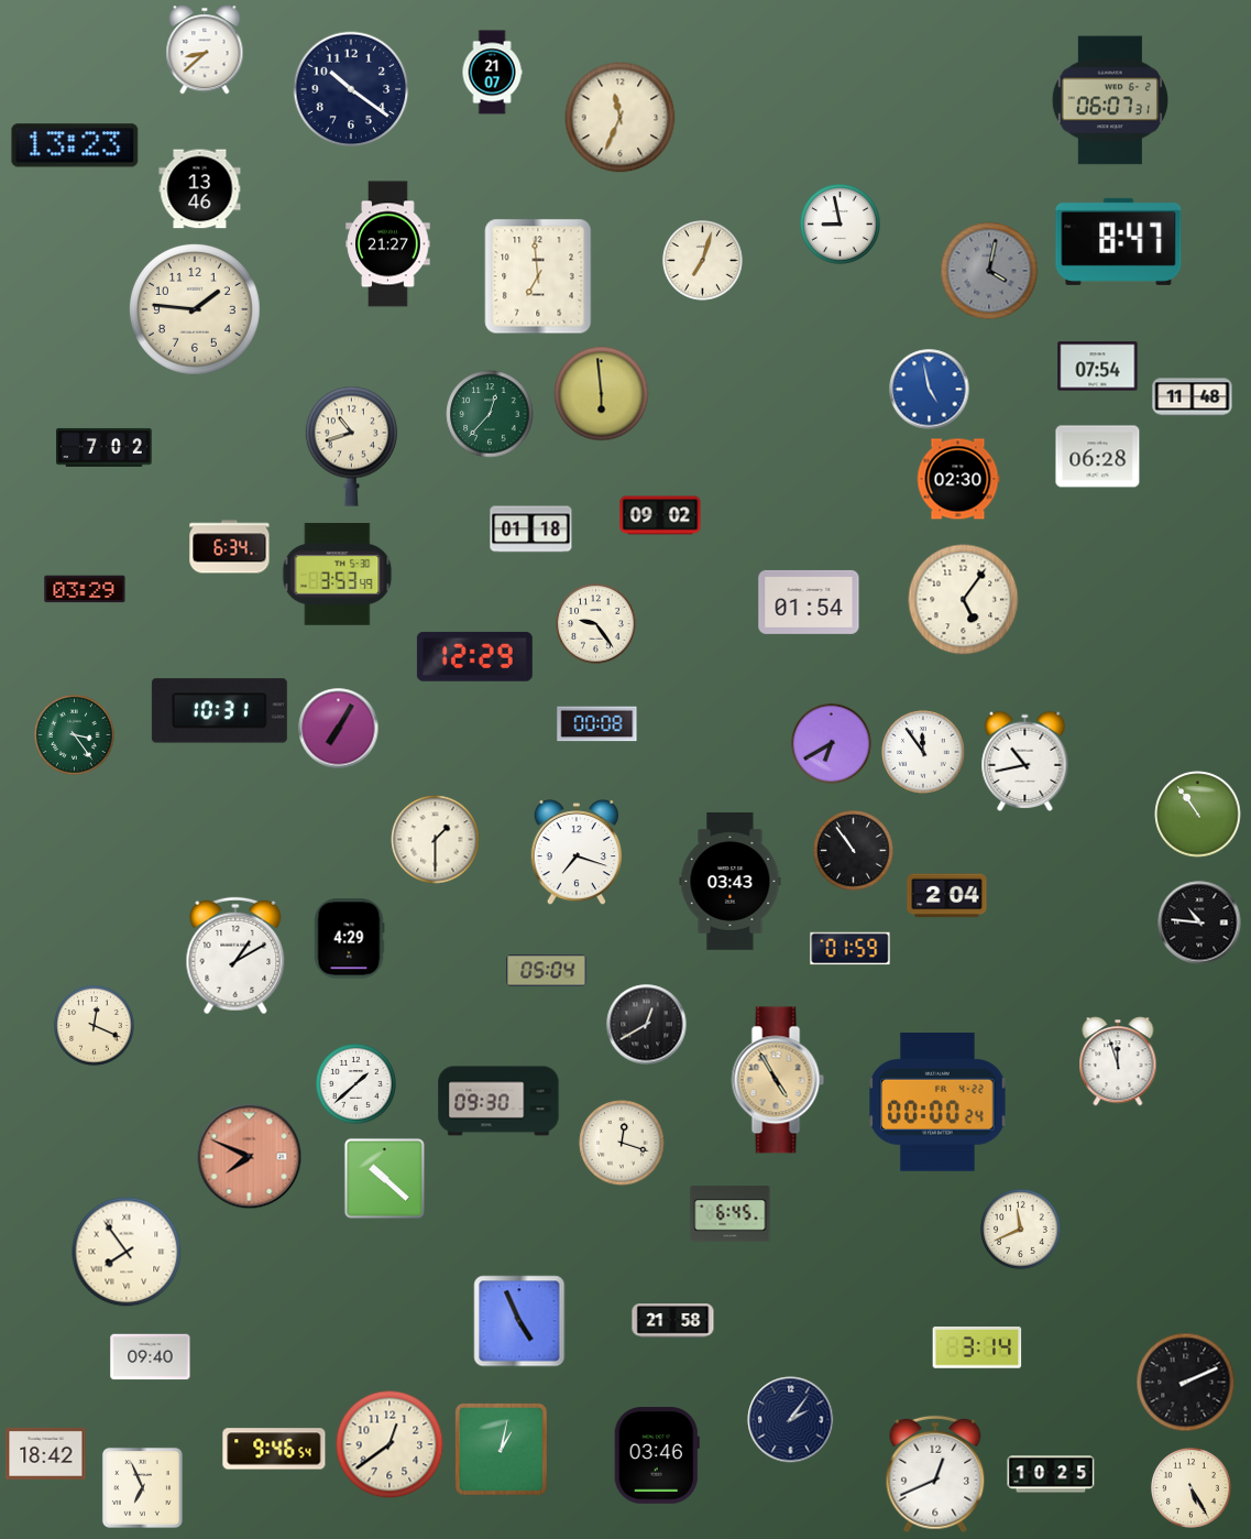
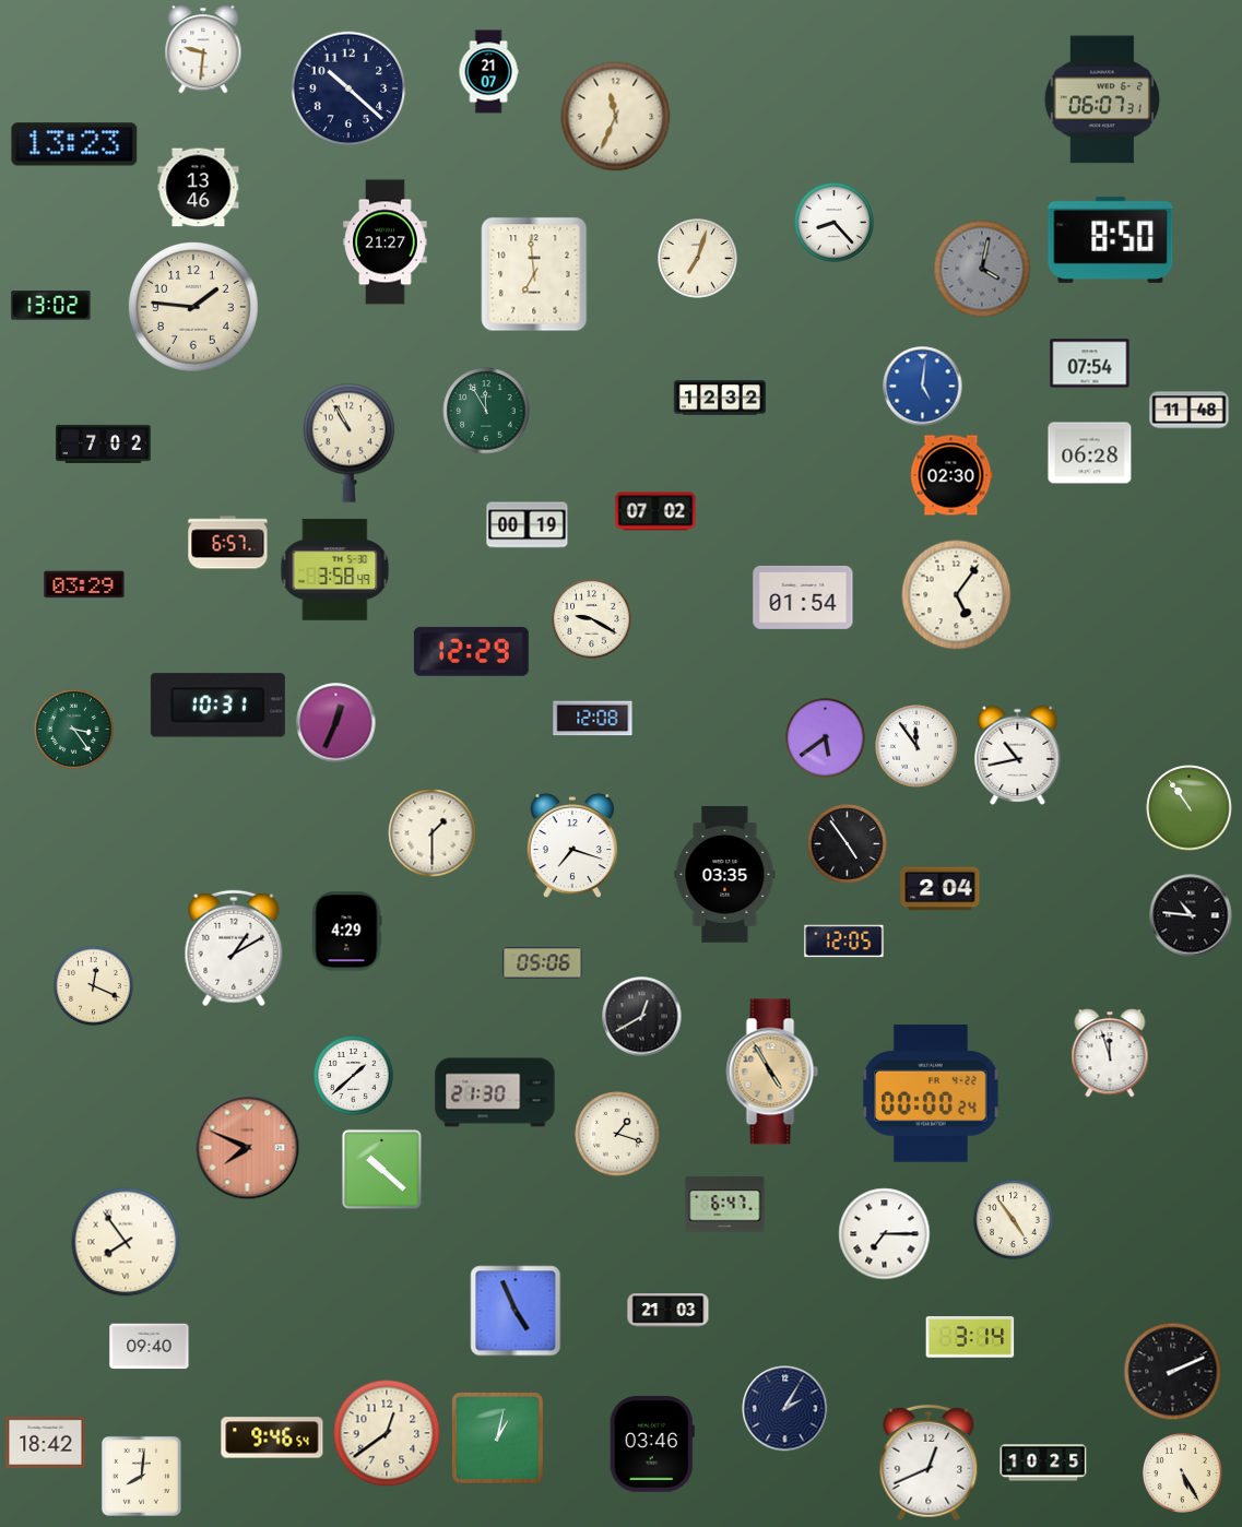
clock at (205, 50): 8:38 -> 9:31
clock at (351, 89): 10:21 -> 10:22
clock at (841, 225): 8:58 -> 8:23
clock at (1119, 241): 8:47 -> 8:50
clock at (51, 306): none -> 13:02
clock at (930, 390): 4:58 -> 5:01
clock at (602, 394): 5:59 -> none
clock at (1193, 397) position: (1193, 397) -> (1190, 411)
clock at (720, 398): none -> 12:32
clock at (490, 414): 12:37 -> 11:55
clock at (351, 446): 10:42 -> 10:55
clock at (660, 515): 09:02 -> 07:02
clock at (531, 530): 01:18 -> 00:19
clock at (230, 547): 6:34 -> 6:57
clock at (338, 575): 3:53 -> 3:58
clock at (596, 624): 9:24 -> 9:20
clock at (597, 724): 00:08 -> 12:08
clock at (339, 729): 7:05 -> 12:34
clock at (832, 744): 6:40 -> 5:39
clock at (854, 851): 10:54 -> 4:54
clock at (731, 882): 03:43 -> 03:35
clock at (851, 949): 01:59 -> 12:05
clock at (547, 971): 05:04 -> 05:06
clock at (95, 1026) position: (95, 1026) -> (94, 986)
clock at (498, 1101): 09:30 -> 21:30
clock at (622, 1143): 12:18 -> 1:18
clock at (731, 1214): 6:45 -> 6:47
clock at (1021, 1230): 11:41 -> 4:54
clock at (885, 1234): none -> 7:15
clock at (673, 1321): 21:58 -> 21:03
clock at (1186, 1383) position: (1186, 1383) -> (1173, 1372)
clock at (791, 1420): 2:06 -> 2:05
clock at (142, 1487): 6:56 -> 8:01
clock at (1192, 1488) position: (1192, 1488) -> (1183, 1473)
